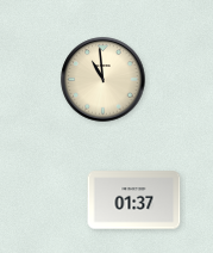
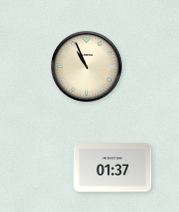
clock at (104, 80): 10:59 -> 10:56
